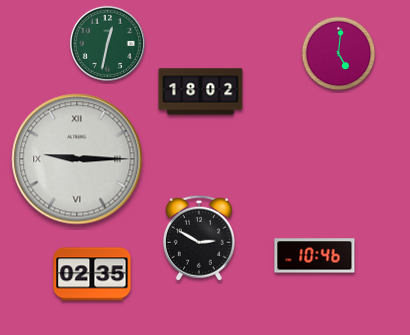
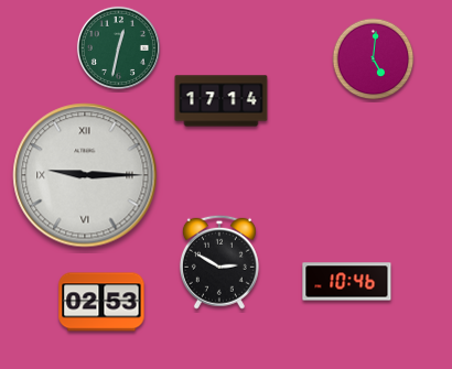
clock at (201, 92): 18:02 -> 17:14
clock at (92, 274): 02:35 -> 02:53
